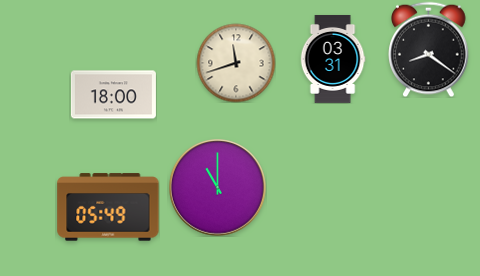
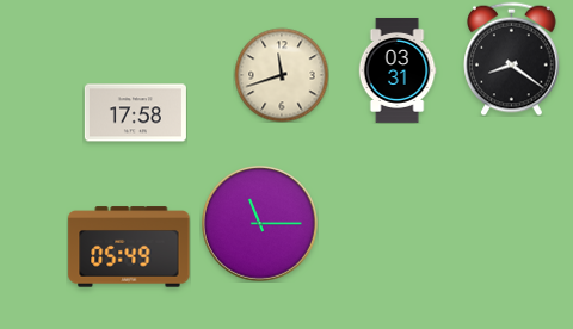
clock at (113, 95): 18:00 -> 17:58
clock at (218, 188): 11:00 -> 11:15
